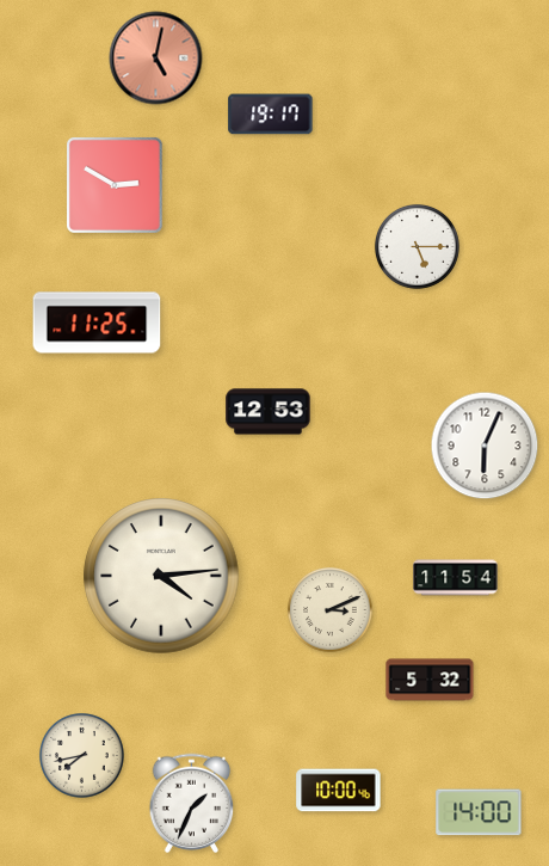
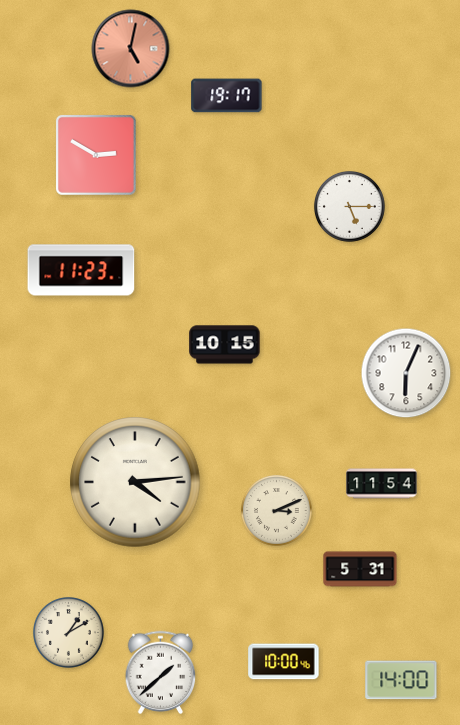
clock at (97, 323): 11:25 -> 11:23
clock at (269, 412): 12:53 -> 10:15
clock at (430, 680): 5:32 -> 5:31
clock at (81, 755): 7:43 -> 1:10
clock at (192, 804): 1:34 -> 1:38
